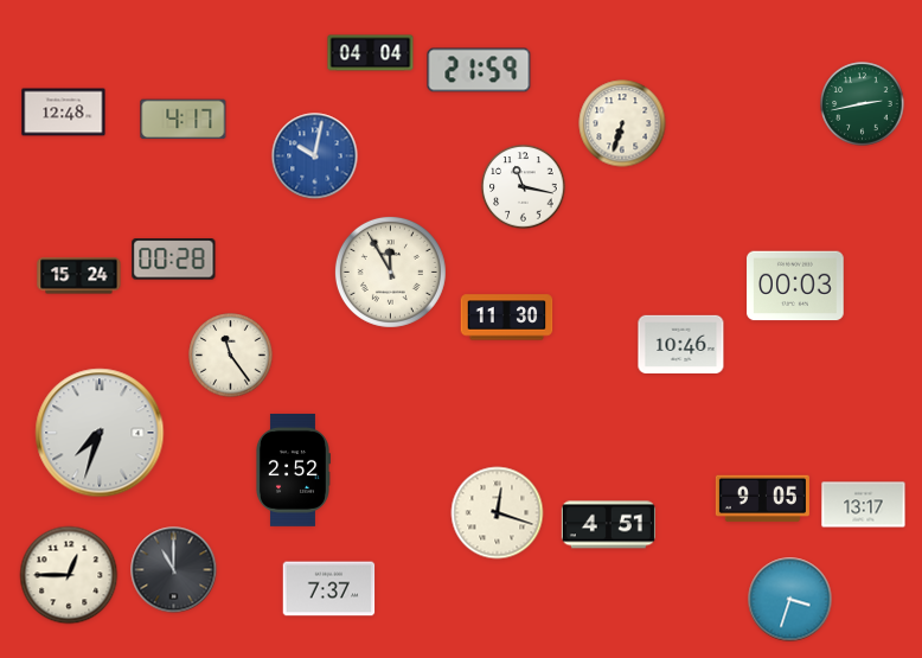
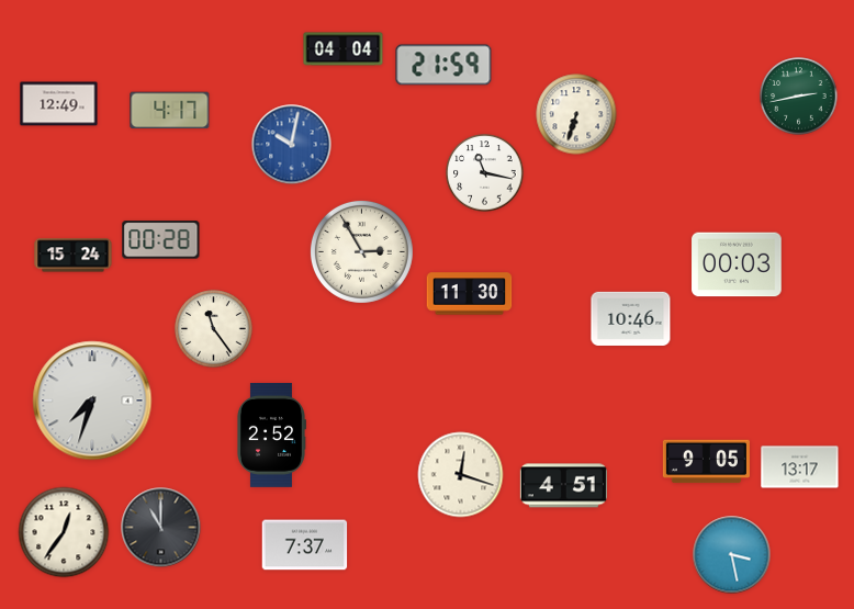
clock at (64, 113): 12:48 -> 12:49
clock at (390, 271): 11:55 -> 2:55
clock at (69, 575): 12:45 -> 12:36
clock at (790, 600): 3:33 -> 3:28
